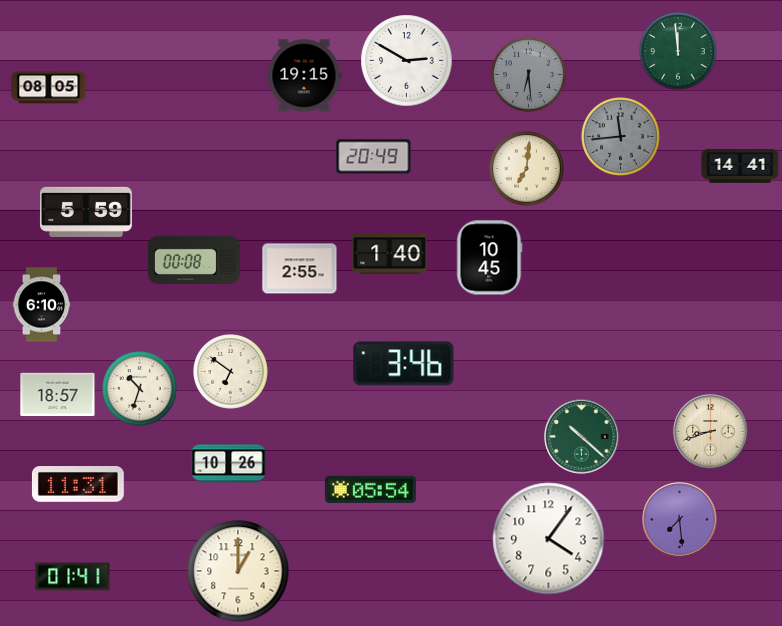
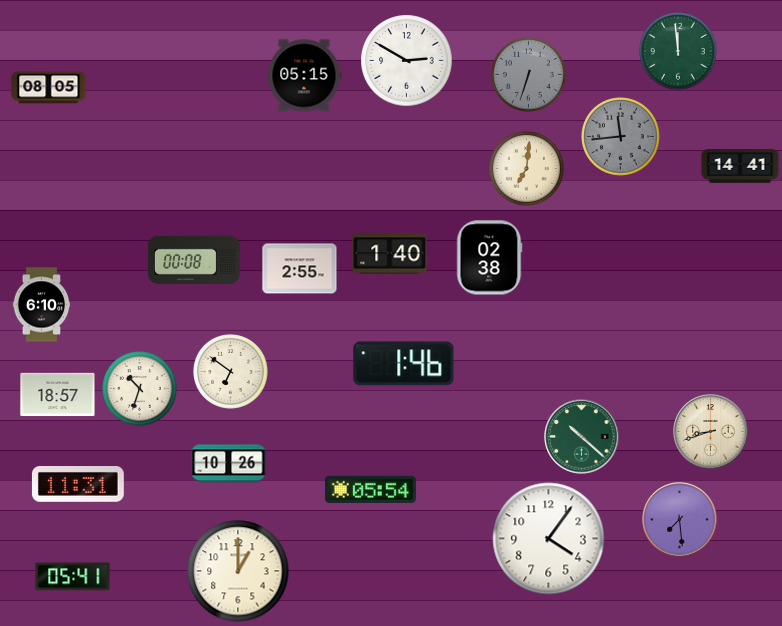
clock at (529, 75): 6:29 -> 6:33
clock at (304, 76): 19:15 -> 05:15
clock at (374, 157): 20:49 -> none
clock at (86, 212): 5:59 -> none
clock at (490, 258): 10:45 -> 02:38
clock at (404, 364): 3:46 -> 1:46
clock at (73, 577): 01:41 -> 05:41
